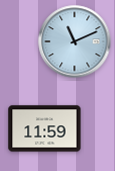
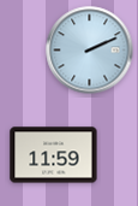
clock at (75, 42): 11:11 -> 2:11
